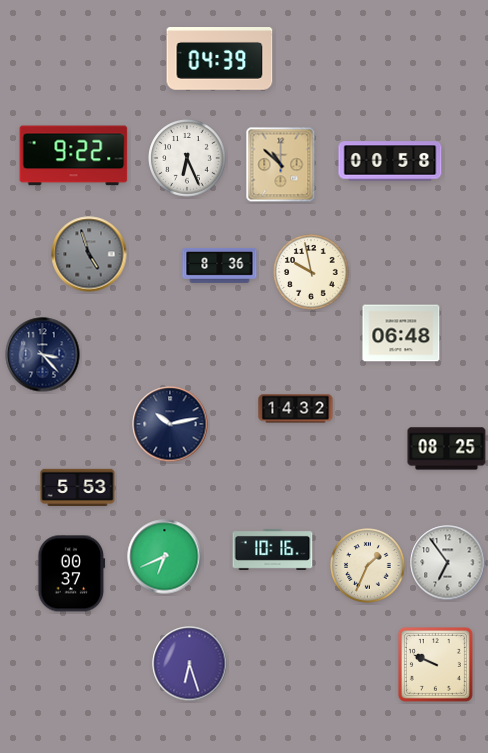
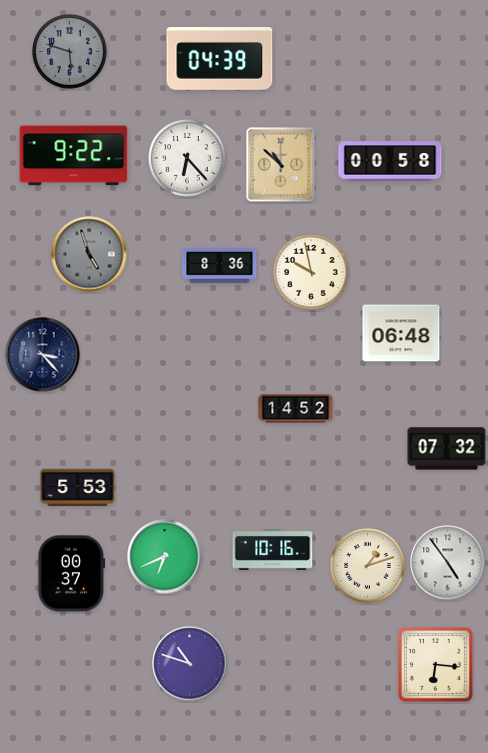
clock at (70, 52): none -> 5:48
clock at (187, 158): 6:26 -> 6:23
clock at (296, 409): 14:32 -> 14:52
clock at (170, 424): 10:13 -> none
clock at (447, 449): 08:25 -> 07:32
clock at (448, 563): 6:54 -> 4:54
clock at (368, 566): 1:34 -> 1:12
clock at (190, 664): 6:27 -> 10:48
clock at (435, 664): 9:49 -> 6:16
